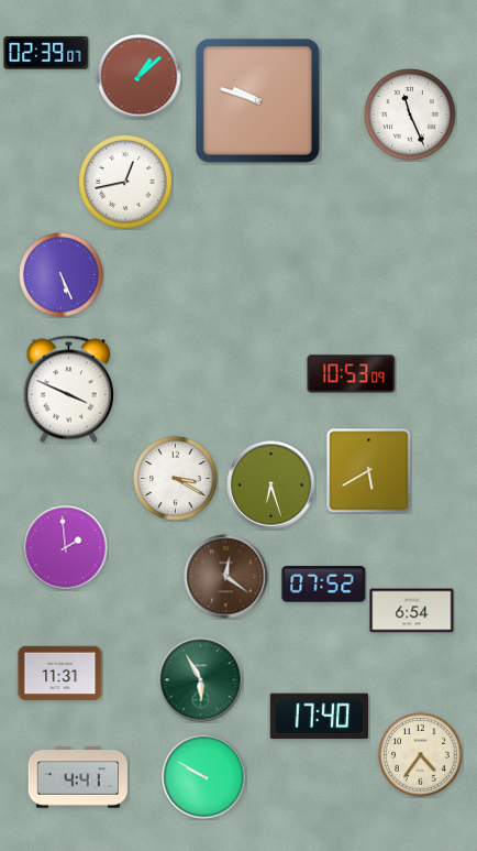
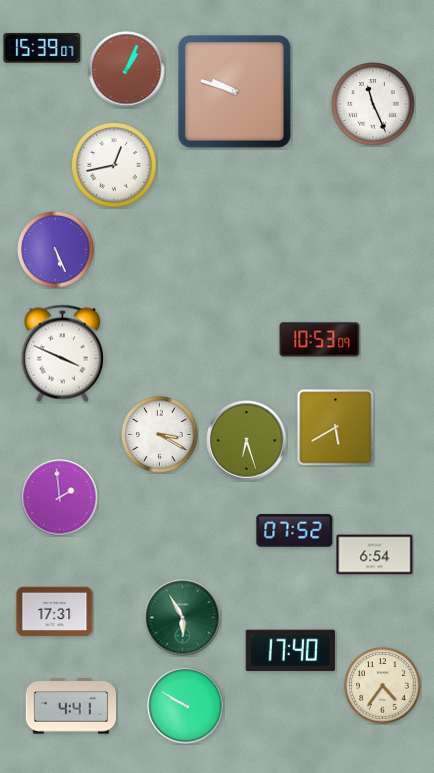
clock at (46, 53): 02:39 -> 15:39
clock at (140, 77): 1:08 -> 1:04
clock at (226, 577): 12:21 -> none
clock at (60, 674): 11:31 -> 17:31
